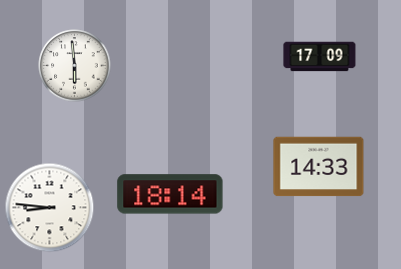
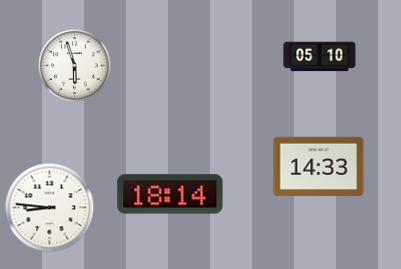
clock at (320, 57): 17:09 -> 05:10
clock at (75, 66): 5:59 -> 5:57
